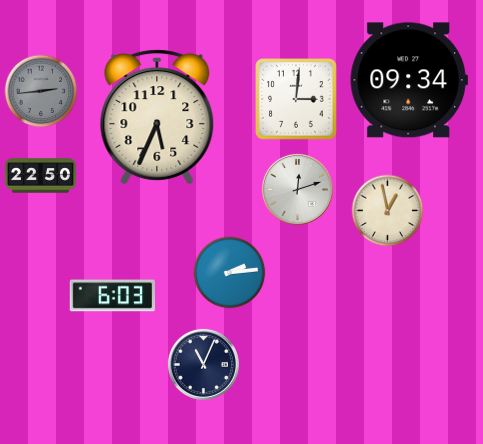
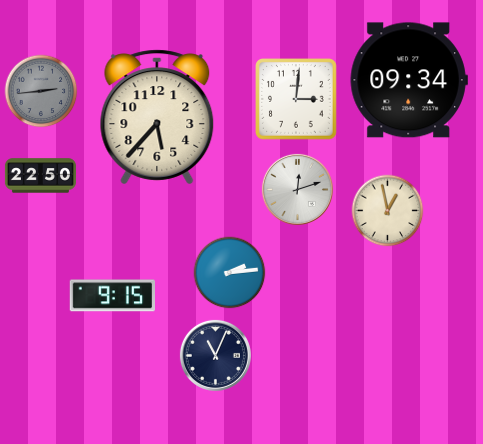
clock at (157, 117): 5:34 -> 5:37
clock at (112, 296): 6:03 -> 9:15
clock at (203, 364) position: (203, 364) -> (215, 355)
